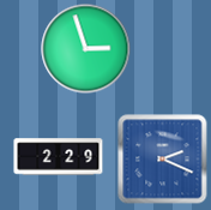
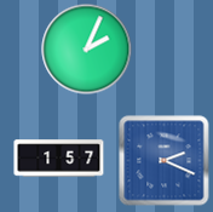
clock at (86, 49): 2:57 -> 2:04
clock at (59, 157): 2:29 -> 1:57
